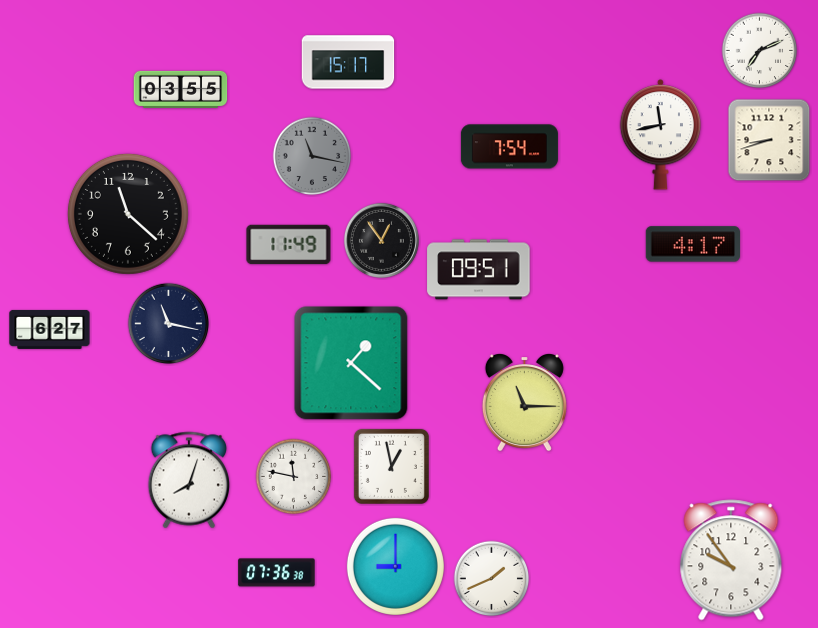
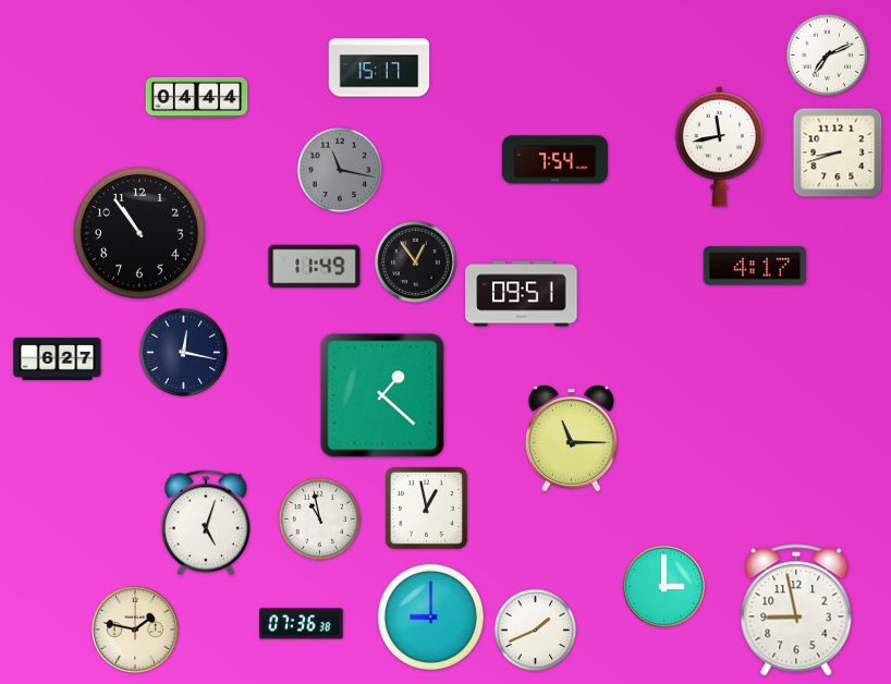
clock at (181, 89): 03:55 -> 04:44
clock at (128, 214): 11:22 -> 10:54
clock at (169, 324): 11:17 -> 12:17
clock at (50, 329) position: (50, 329) -> (58, 358)
clock at (294, 477): 11:47 -> 10:58
clock at (189, 480): 8:03 -> 5:03
clock at (663, 586): none -> 3:00
clock at (731, 560): 9:54 -> 8:58
clock at (135, 630): none -> 1:47
